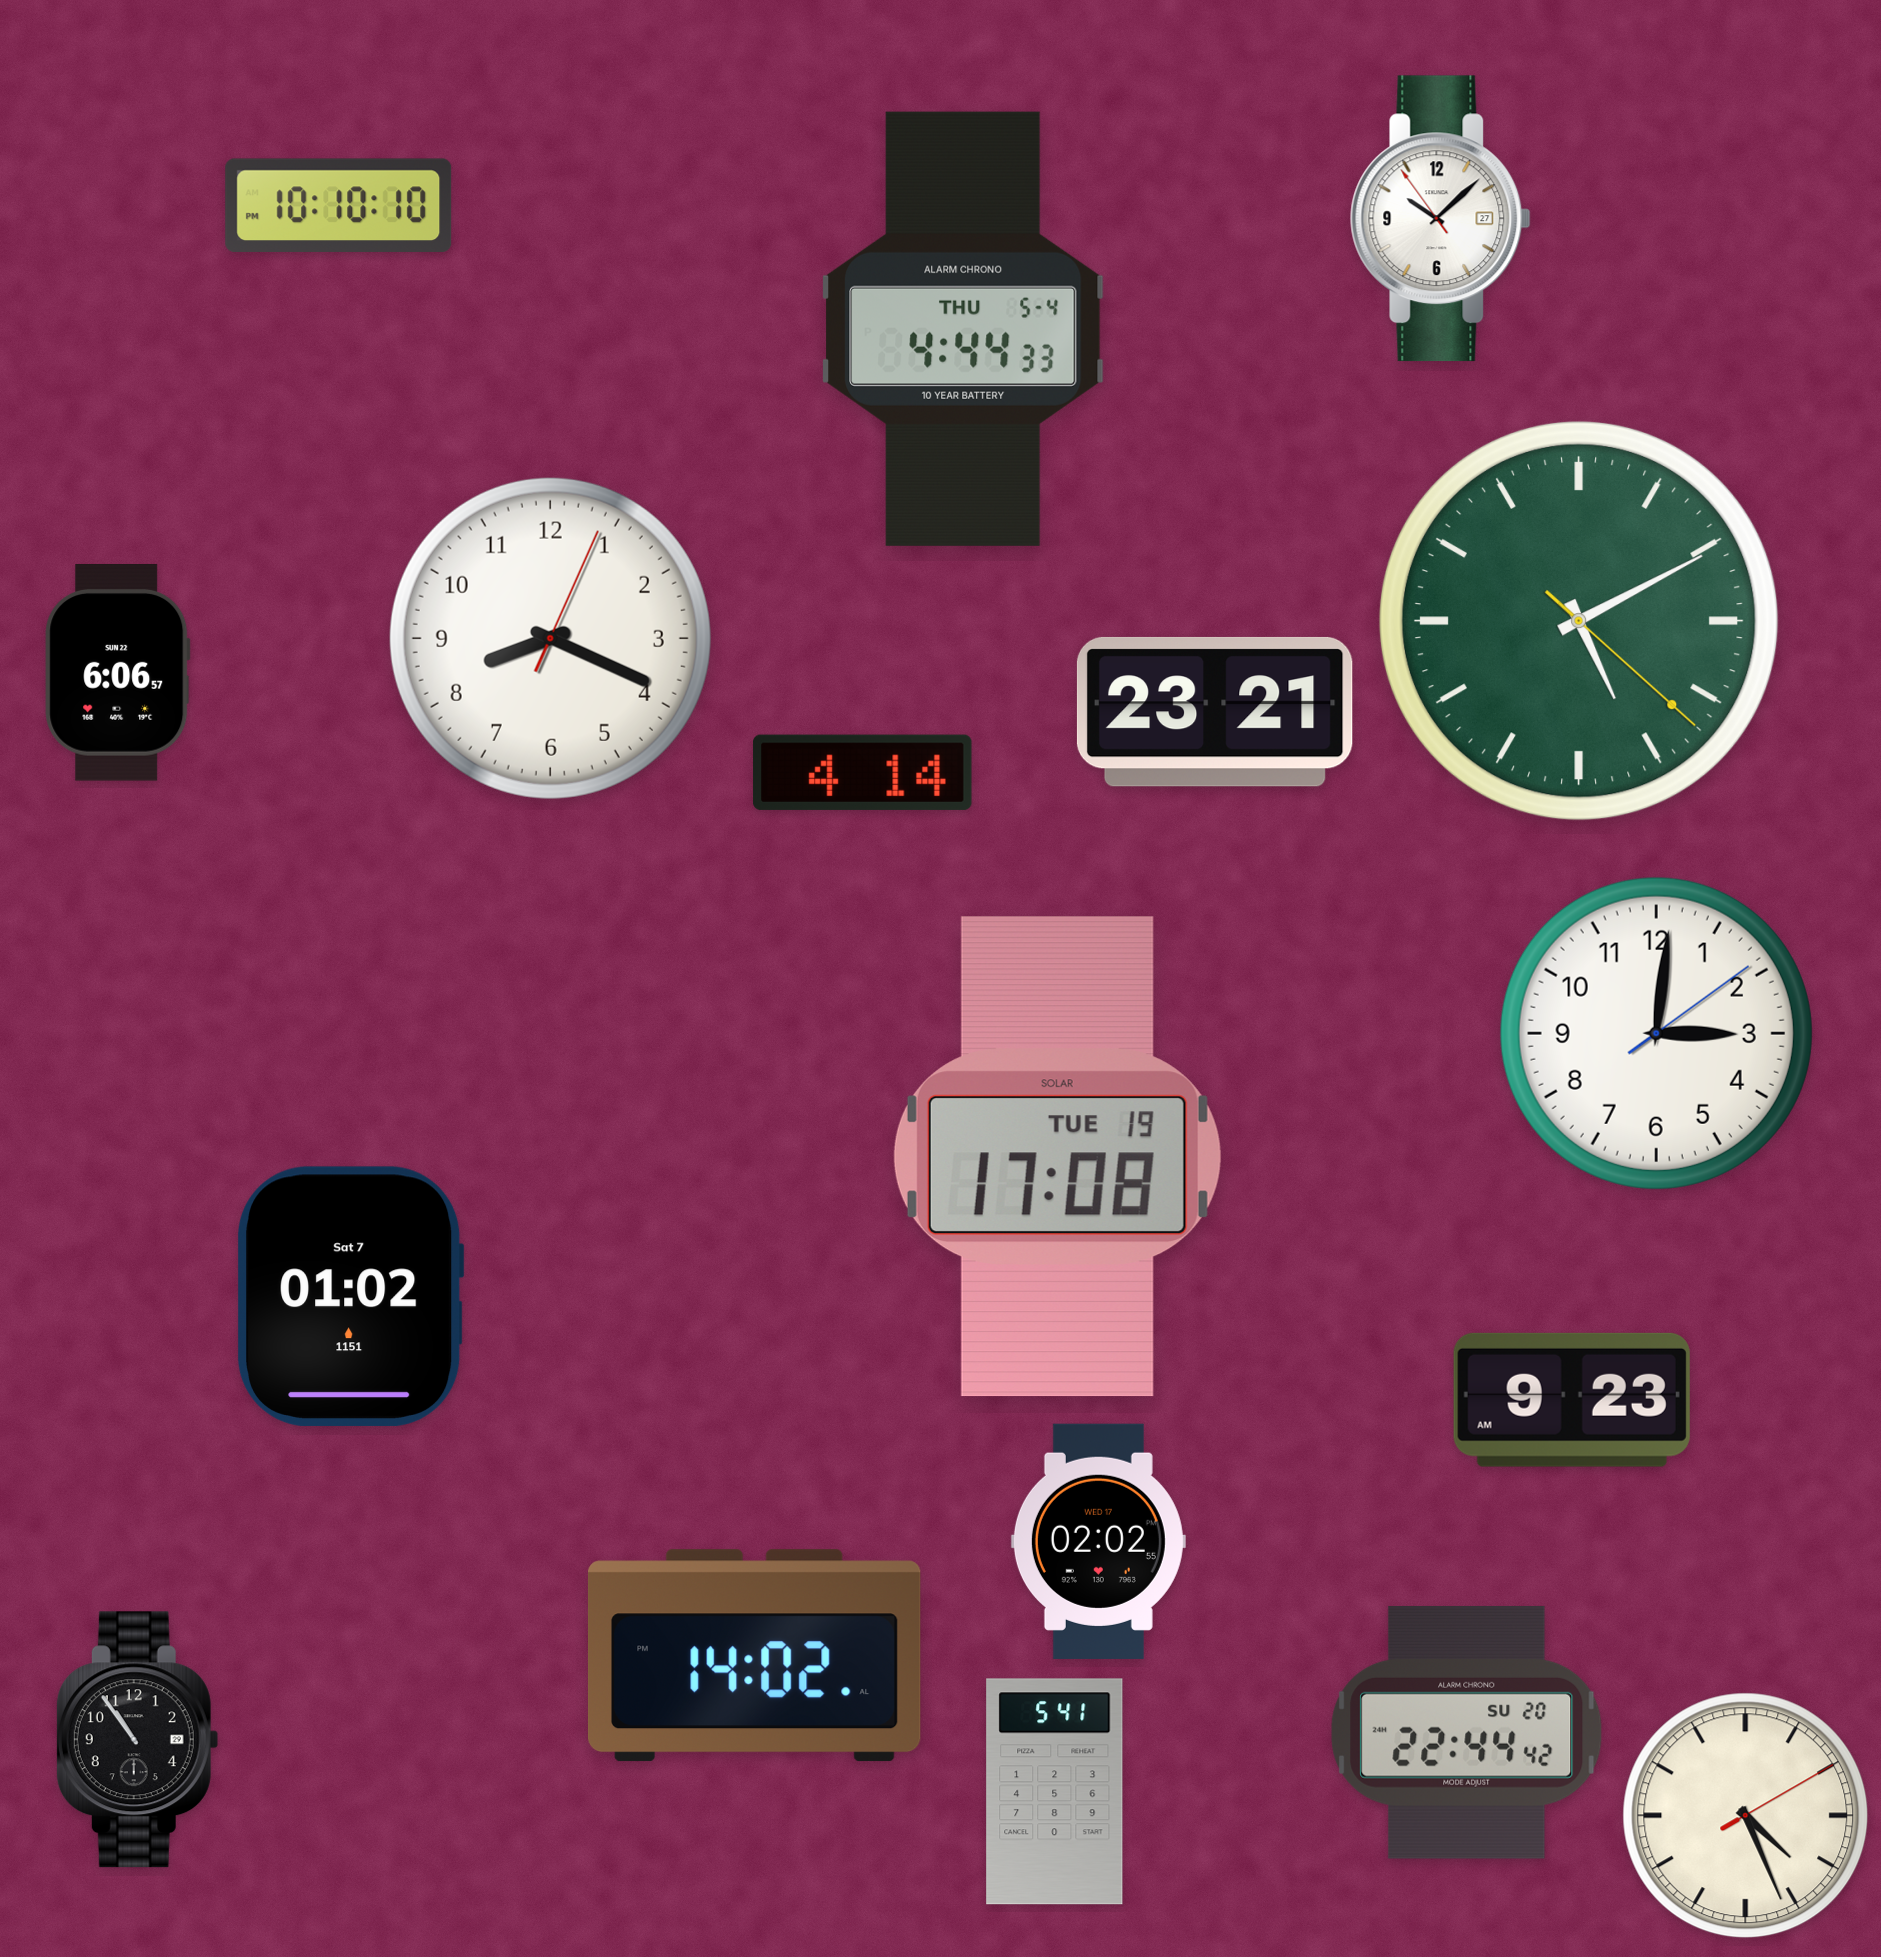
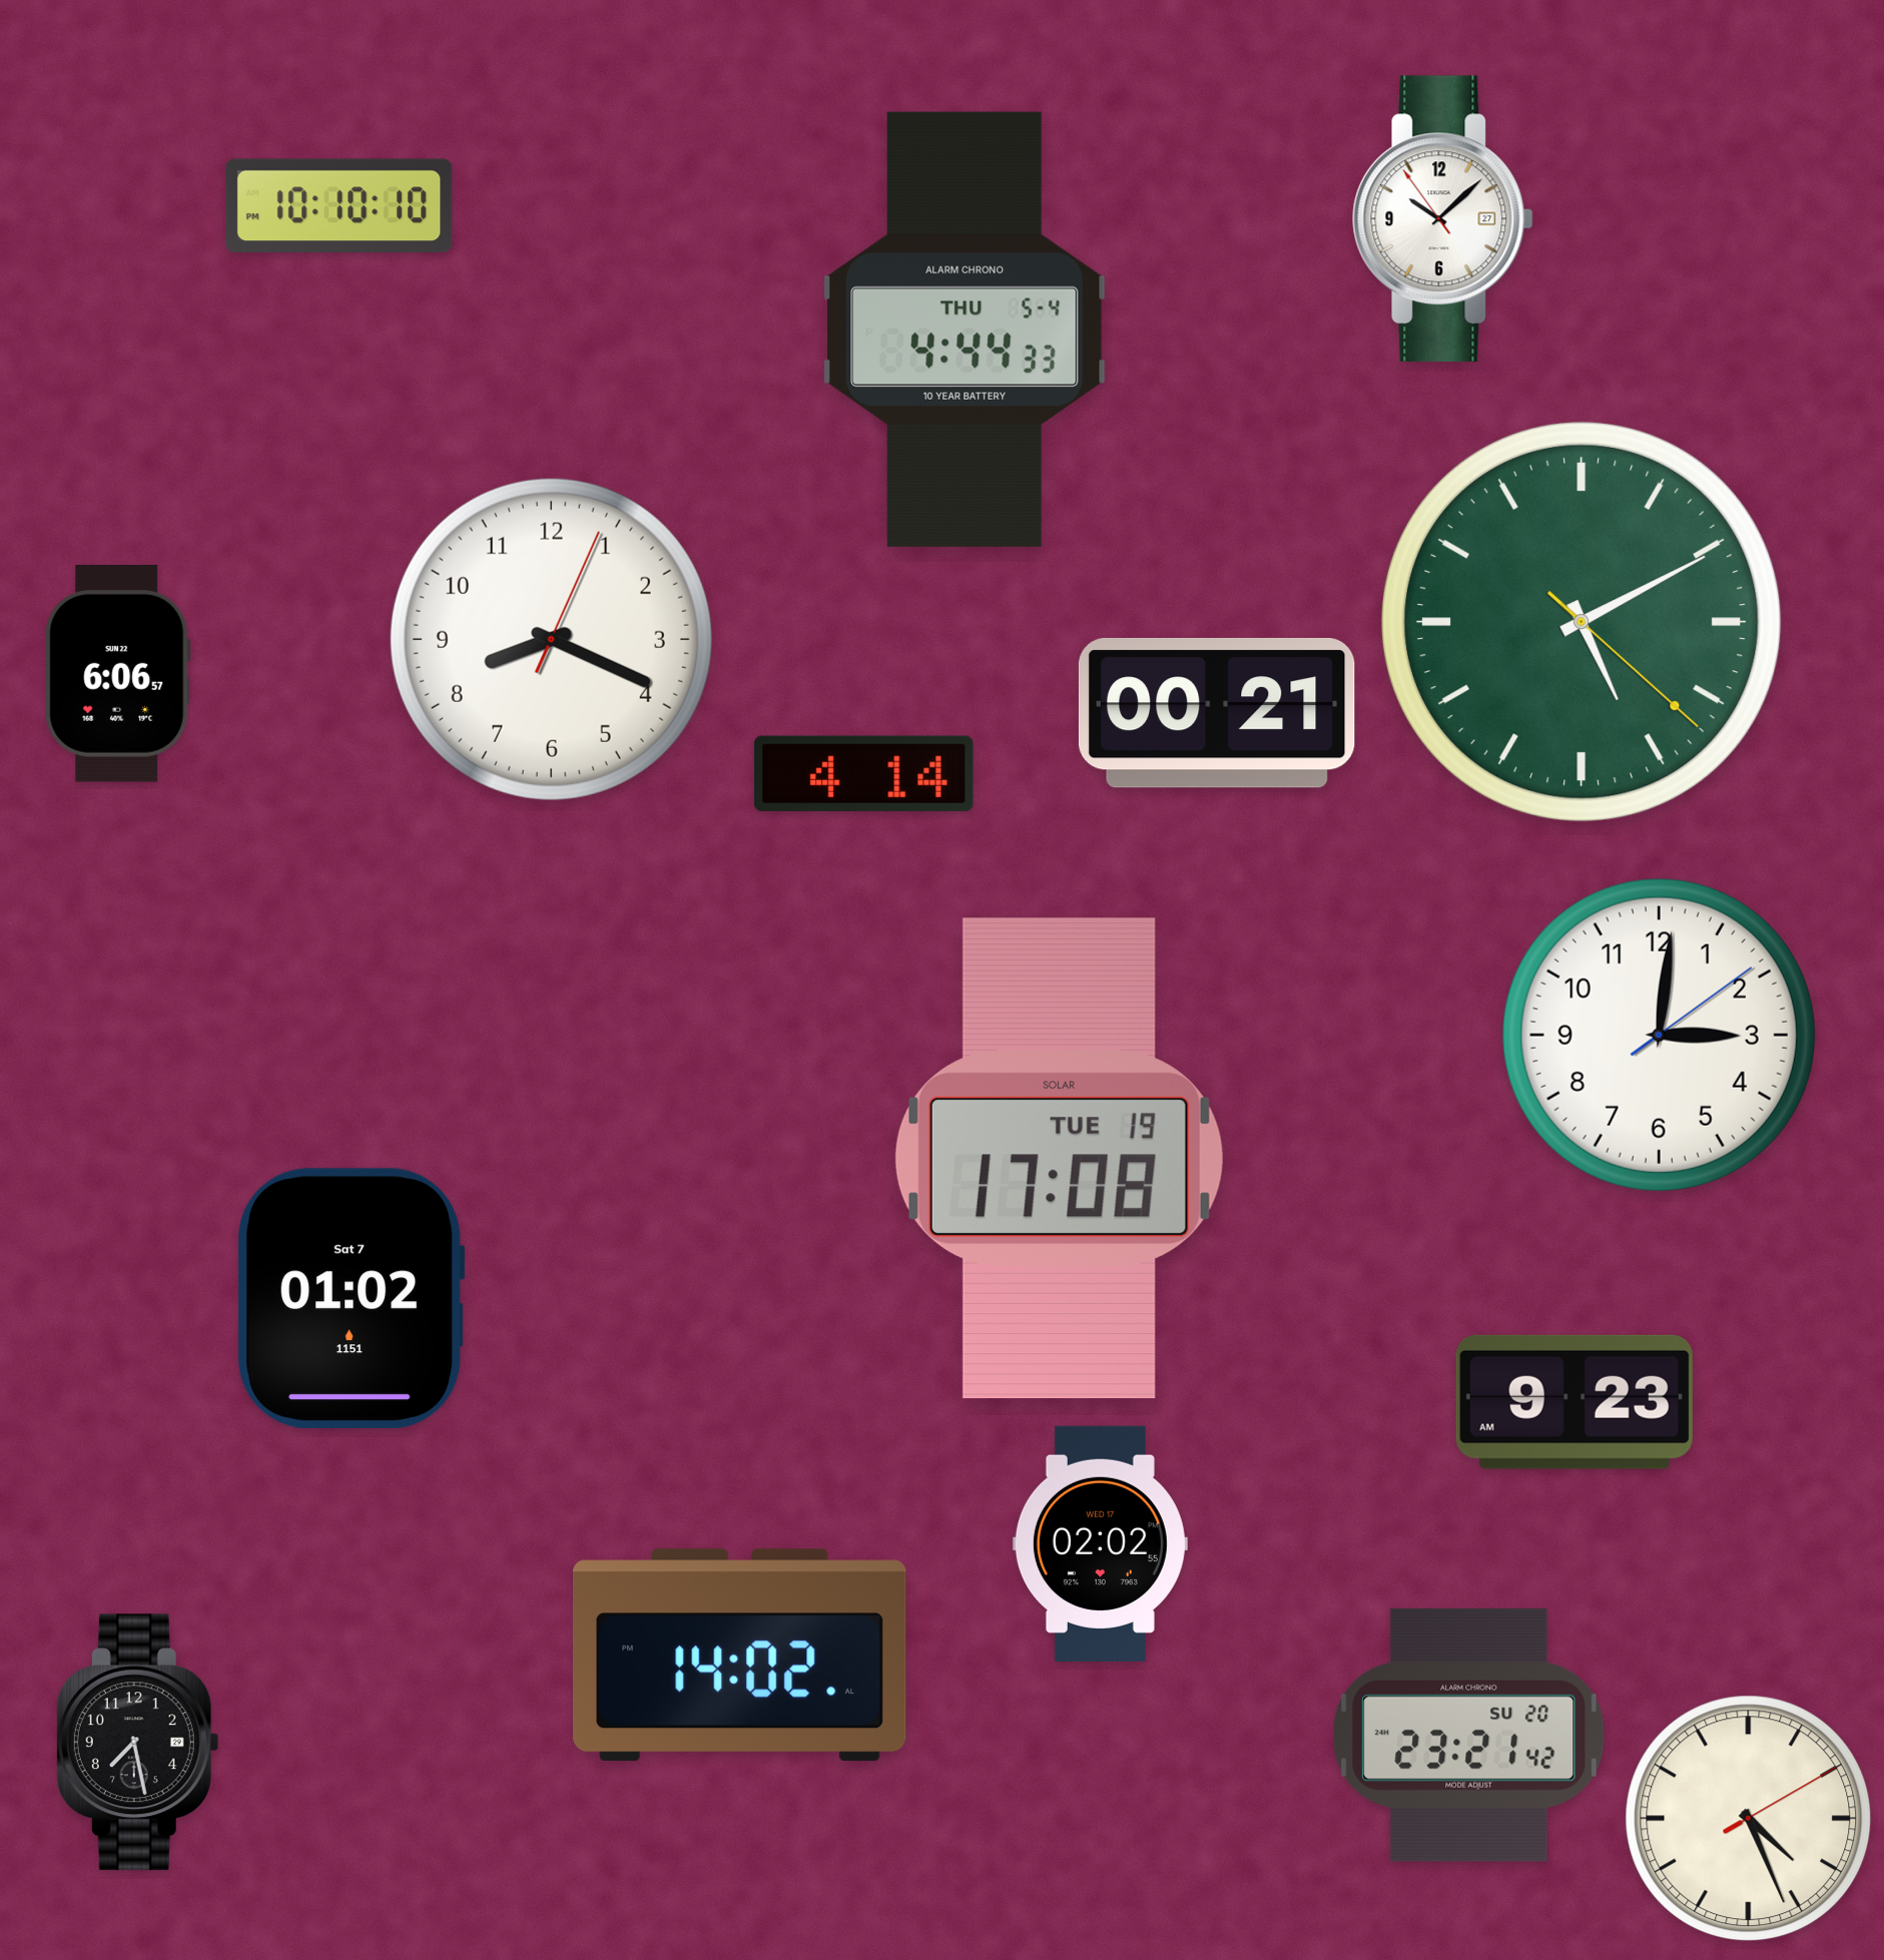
clock at (1215, 712): 23:21 -> 00:21
clock at (754, 1656) position: (754, 1656) -> (739, 1656)
clock at (1467, 1732): 22:44 -> 23:21
clock at (137, 1740): 10:54 -> 7:28
clock at (1055, 1792): 5:41 -> none
